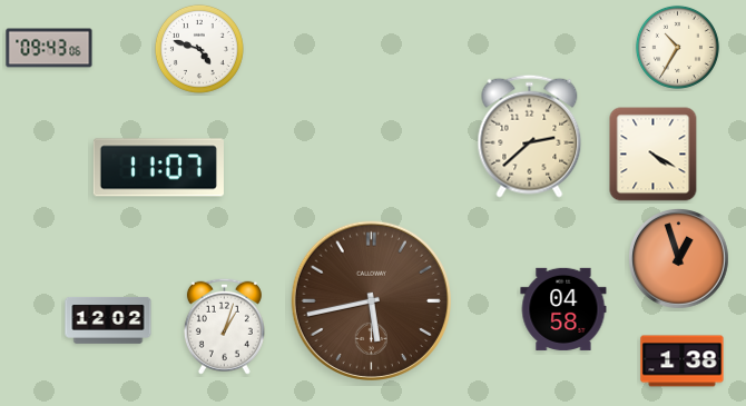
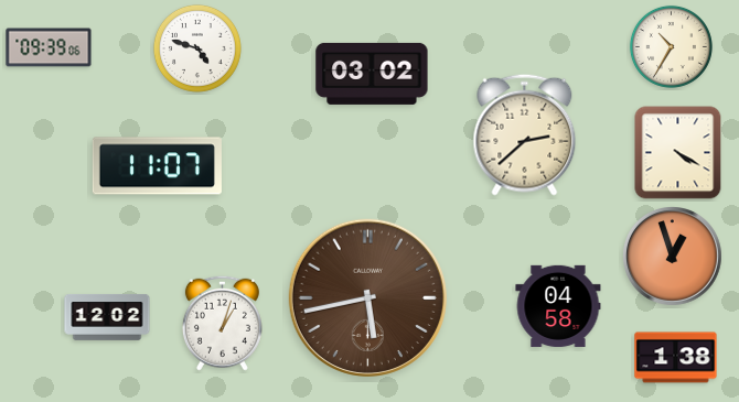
clock at (49, 48): 09:43 -> 09:39
clock at (372, 74): none -> 03:02
clock at (654, 155) position: (654, 155) -> (678, 153)
